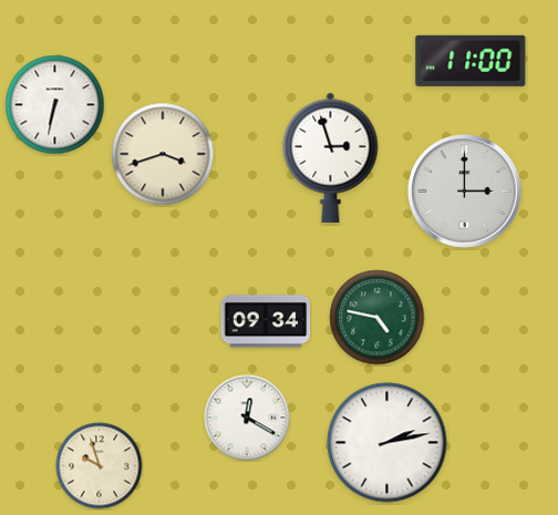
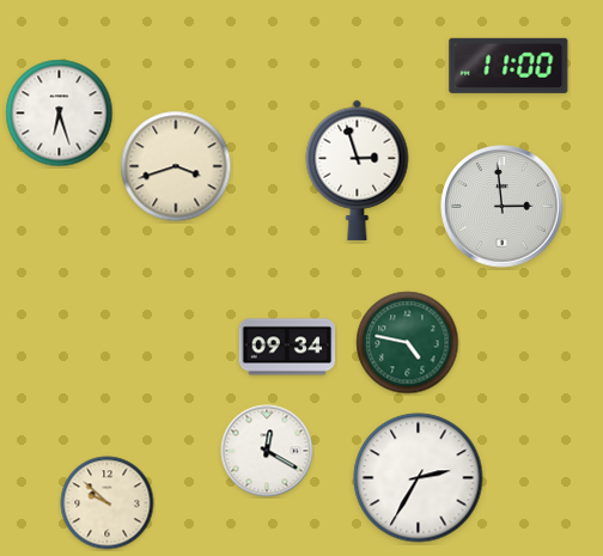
clock at (55, 105): 6:32 -> 6:27
clock at (465, 192): 3:00 -> 2:59
clock at (387, 443): 2:13 -> 2:35
clock at (100, 466): 9:57 -> 9:52
